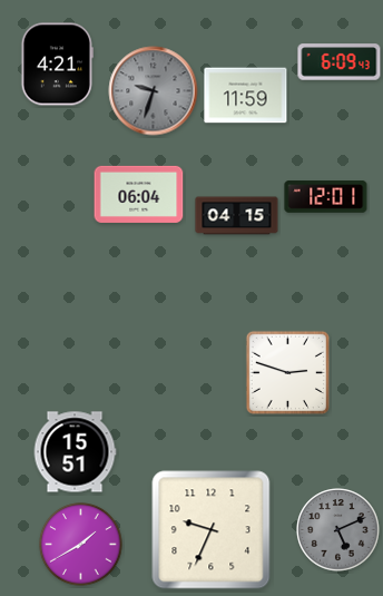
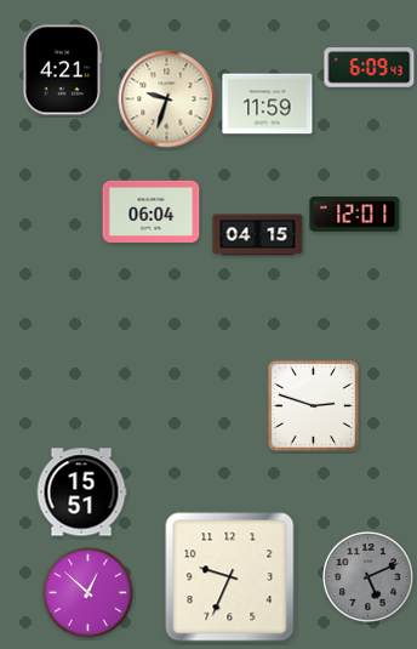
clock at (154, 91) dial: grey -> cream
clock at (81, 545): 1:40 -> 12:52
